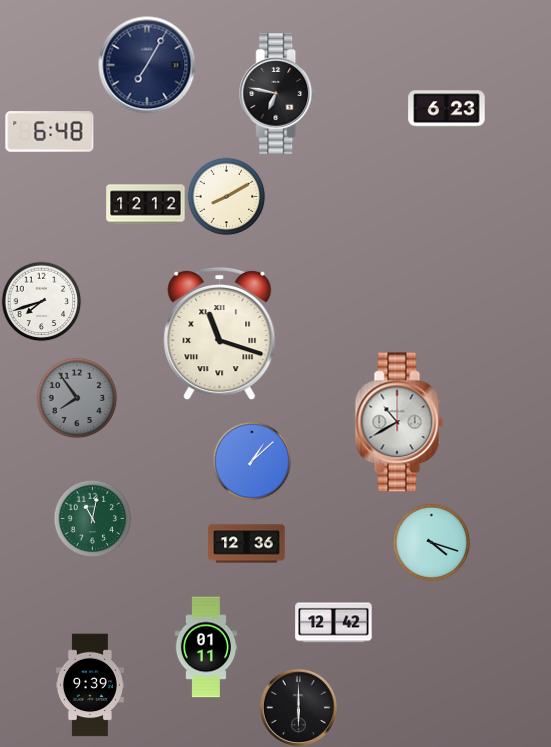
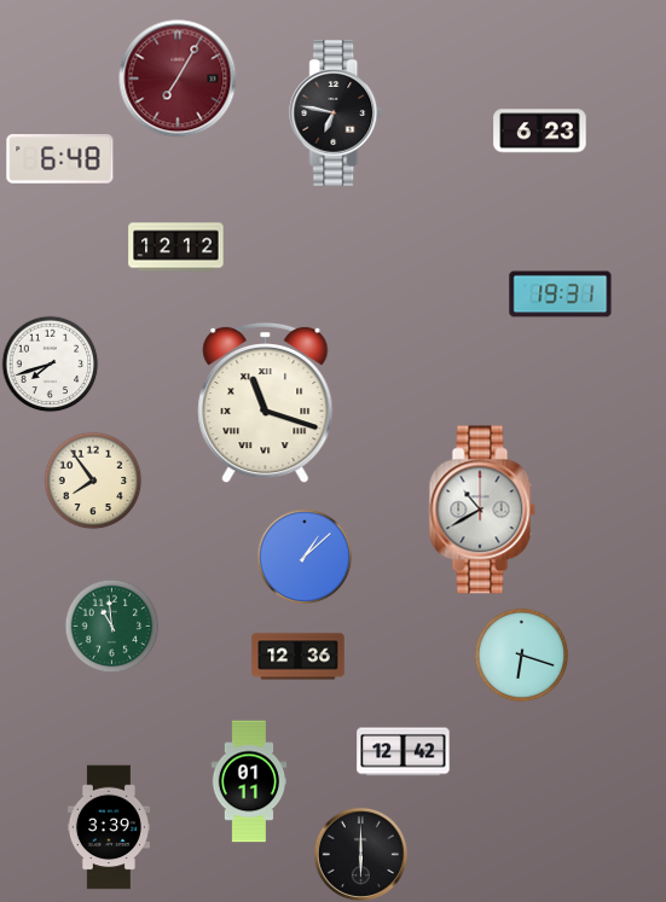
clock at (147, 65) dial: navy -> burgundy
clock at (226, 196): 8:10 -> none
clock at (561, 295): none -> 19:31
clock at (77, 398) dial: grey -> cream
clock at (92, 518): 11:02 -> 10:59
clock at (431, 542): 4:18 -> 6:18
clock at (90, 685): 9:39 -> 3:39
